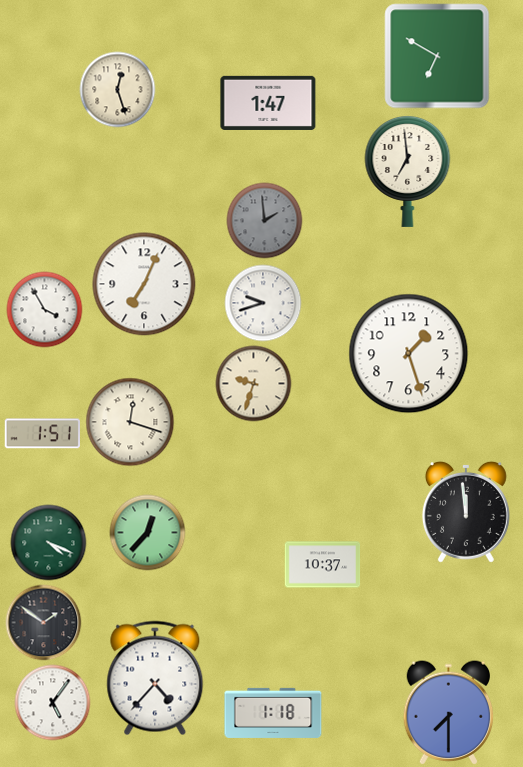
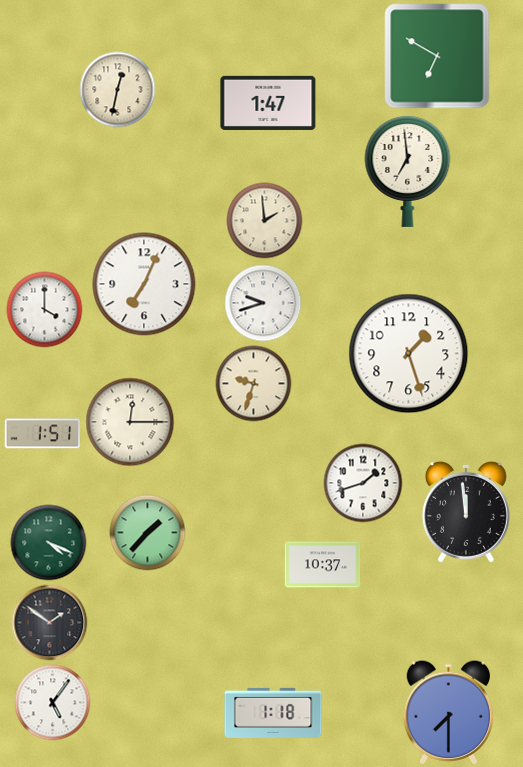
clock at (118, 90): 12:27 -> 12:32
clock at (265, 221) dial: grey -> cream
clock at (45, 310): 3:55 -> 4:00
clock at (130, 422): 12:18 -> 12:15
clock at (363, 483): none -> 1:42
clock at (148, 533): 12:37 -> 1:37
clock at (44, 623) position: (44, 623) -> (50, 623)
clock at (155, 678): 4:37 -> none
